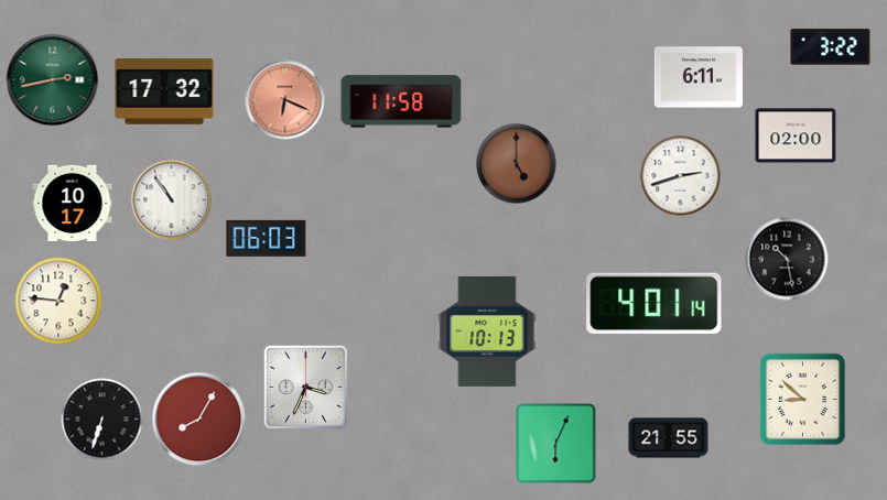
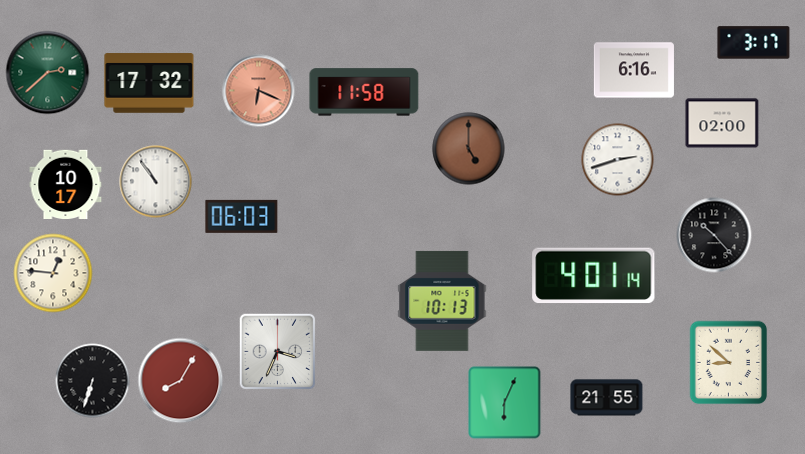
clock at (831, 47): 3:22 -> 3:17
clock at (699, 77): 6:11 -> 6:16
clock at (53, 80): 2:43 -> 2:38
clock at (787, 259): 10:28 -> 10:23
